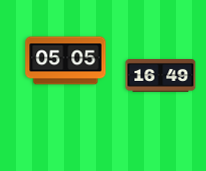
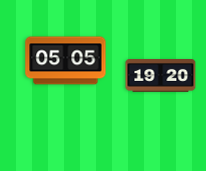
clock at (161, 76): 16:49 -> 19:20
